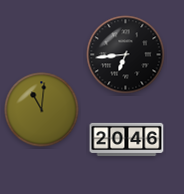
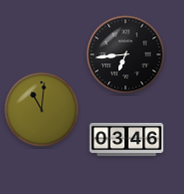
clock at (127, 139): 20:46 -> 03:46
